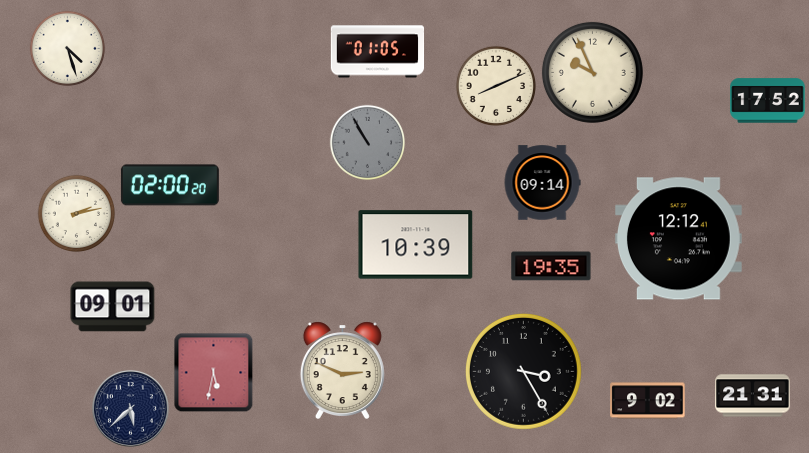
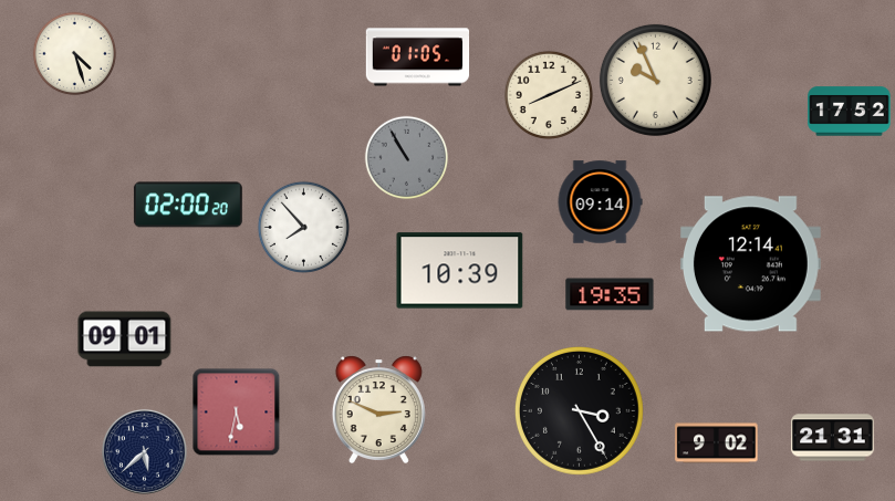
clock at (303, 227): none -> 7:53
clock at (77, 214): 2:13 -> none
clock at (678, 239): 12:12 -> 12:14
